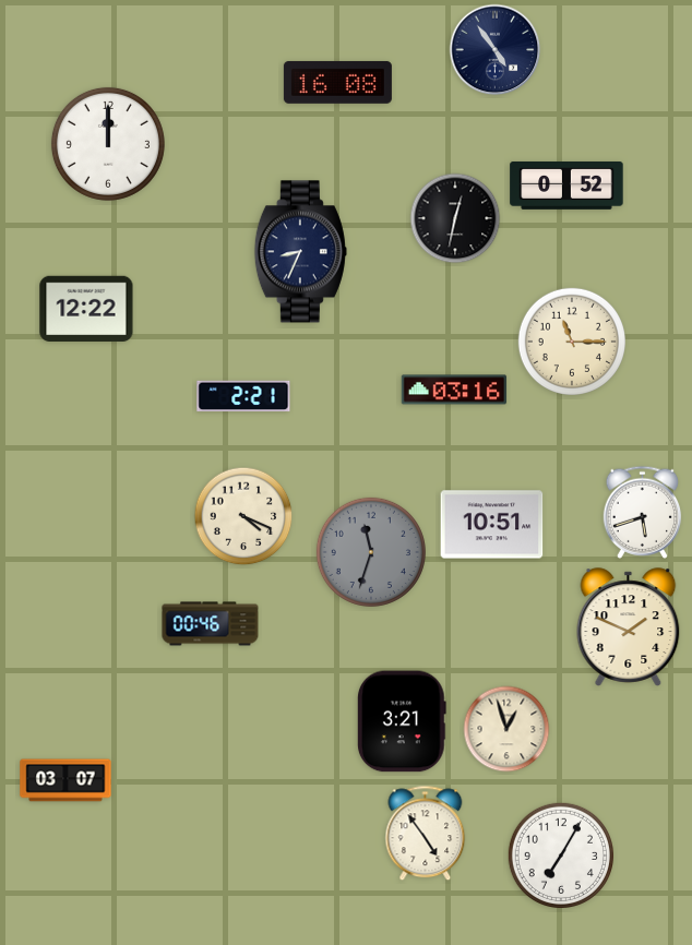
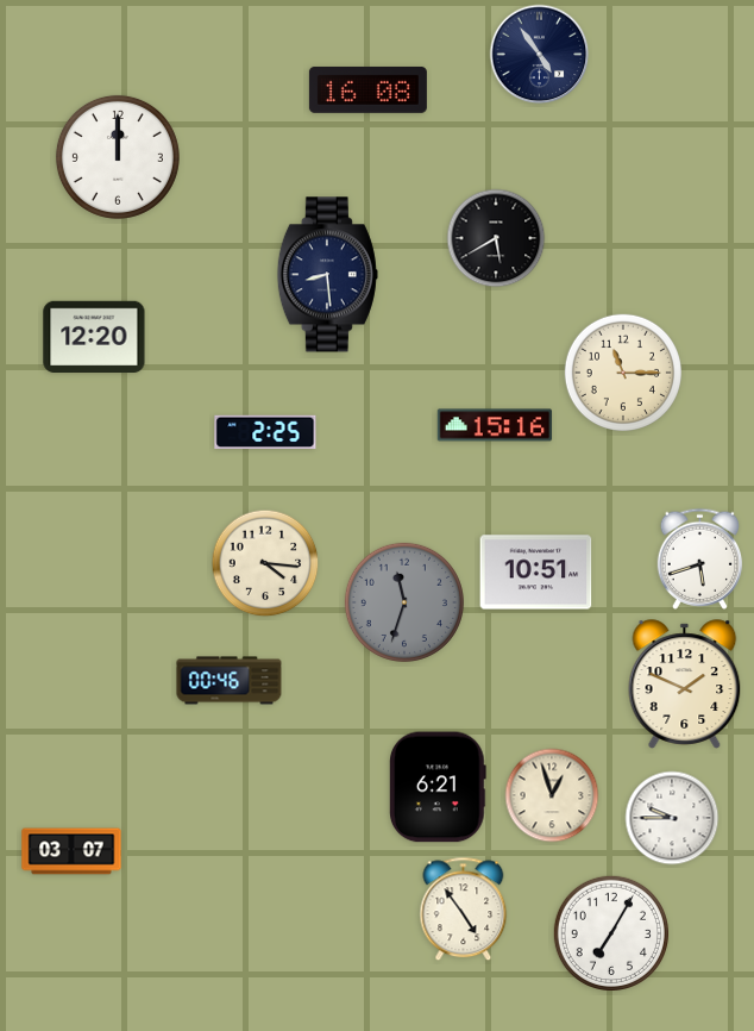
clock at (566, 186): 0:52 -> none
clock at (455, 218): 12:32 -> 5:40
clock at (300, 252): 8:34 -> 8:29
clock at (86, 308): 12:22 -> 12:20
clock at (454, 390): 03:16 -> 15:16
clock at (243, 396): 2:21 -> 2:25
clock at (243, 516): 4:19 -> 4:16
clock at (403, 721): 3:21 -> 6:21
clock at (672, 818): none -> 9:45
